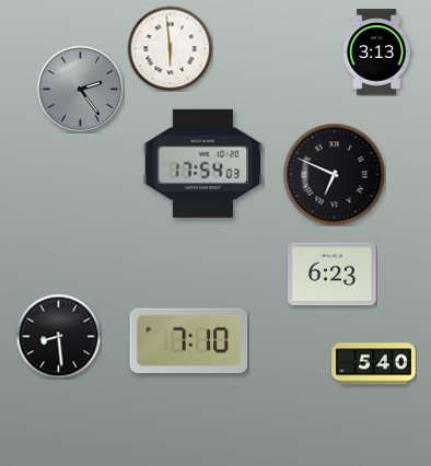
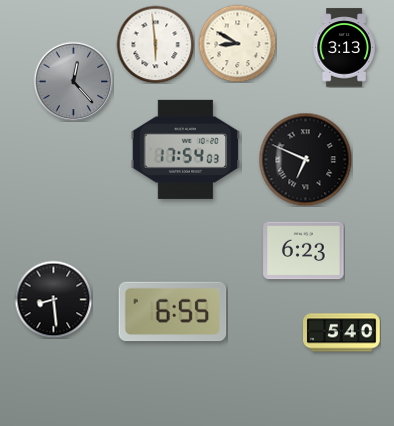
clock at (237, 43): none -> 8:50
clock at (80, 89): 2:24 -> 12:23
clock at (58, 336) position: (58, 336) -> (53, 299)
clock at (189, 341): 7:10 -> 6:55
